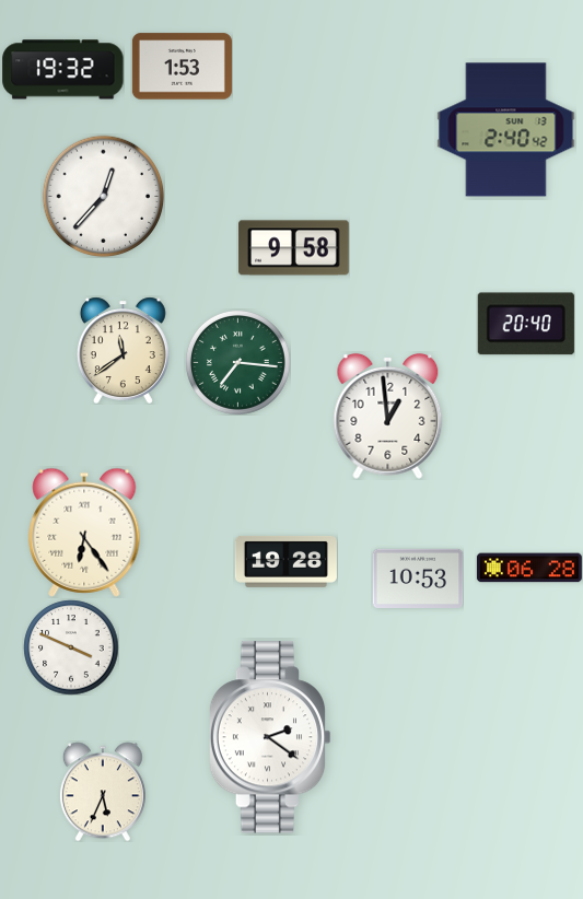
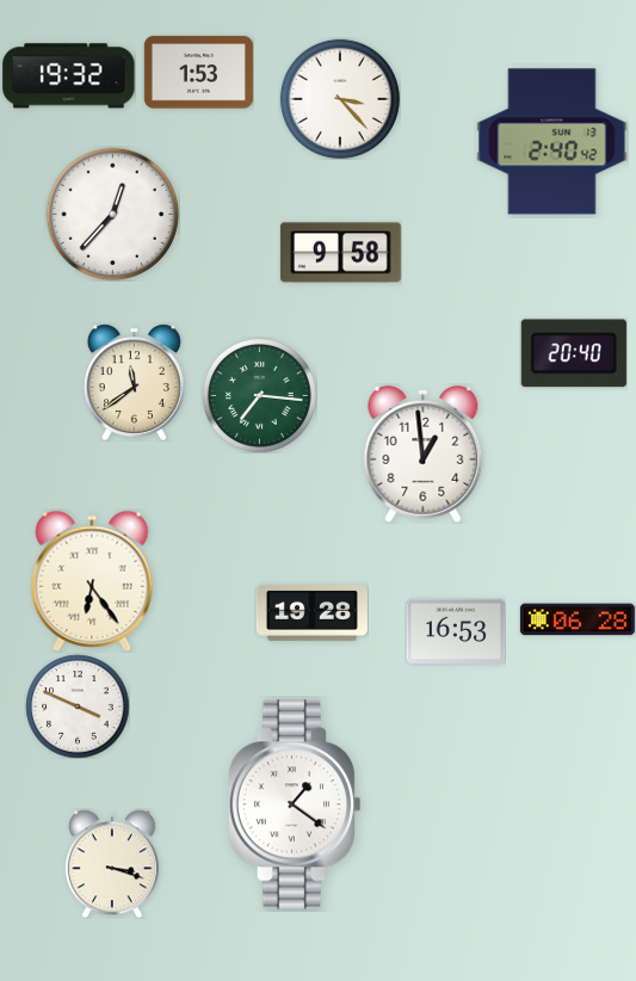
clock at (340, 99): none -> 3:23
clock at (294, 248) position: (294, 248) -> (341, 253)
clock at (418, 577): 10:53 -> 16:53
clock at (270, 737): 2:21 -> 1:21
clock at (103, 792): 5:34 -> 3:18
